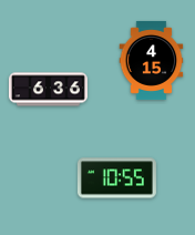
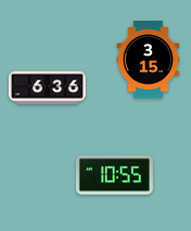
clock at (152, 60): 4:15 -> 3:15
